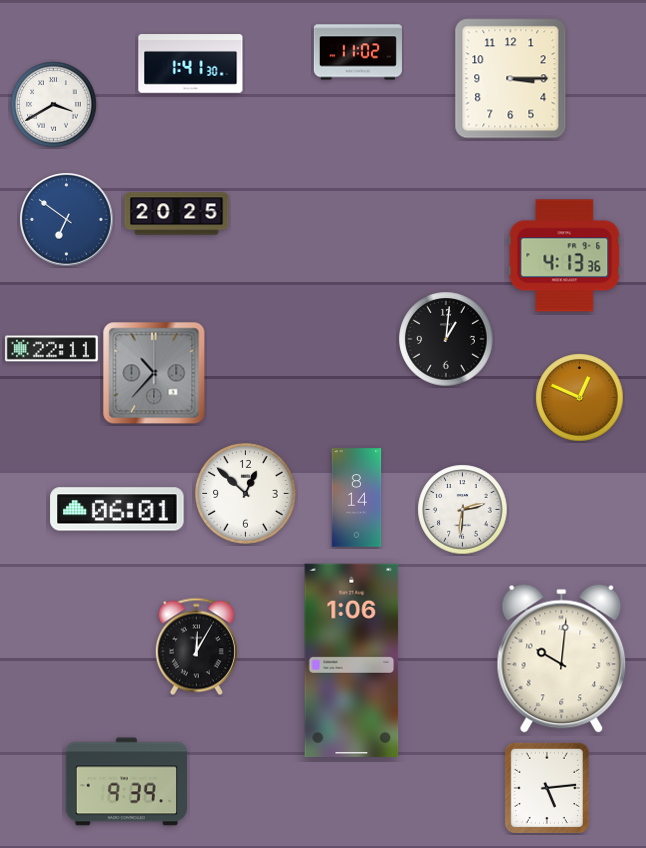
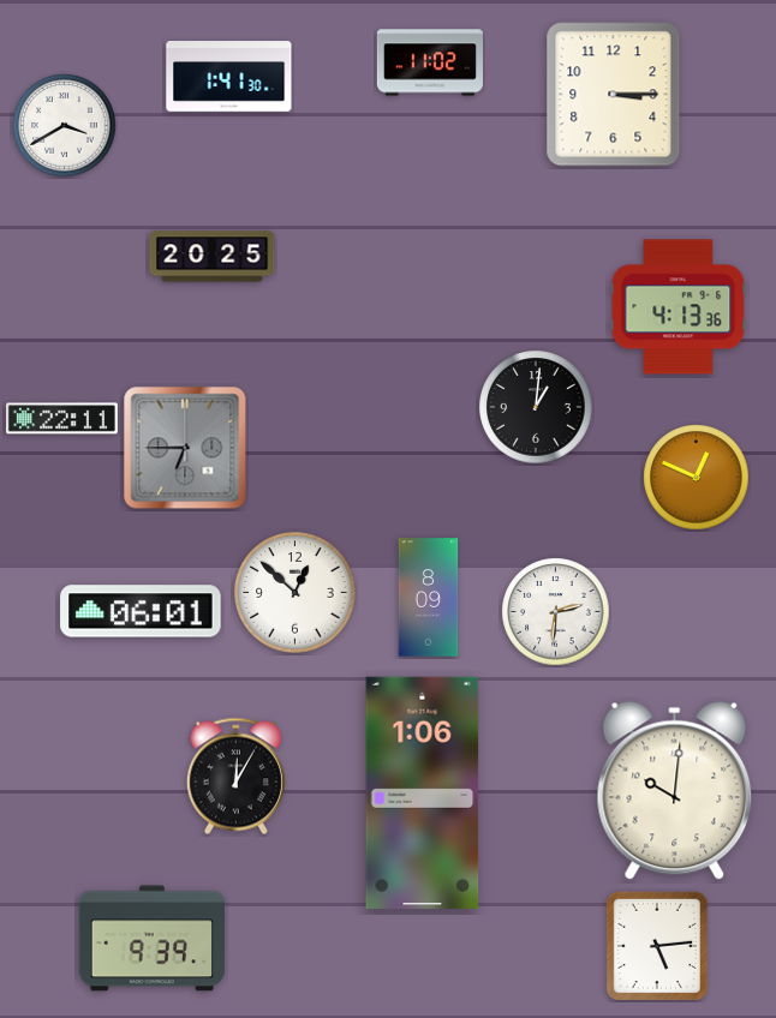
clock at (67, 220): 6:51 -> none
clock at (154, 373): 10:37 -> 6:45
clock at (357, 498): 8:14 -> 8:09
